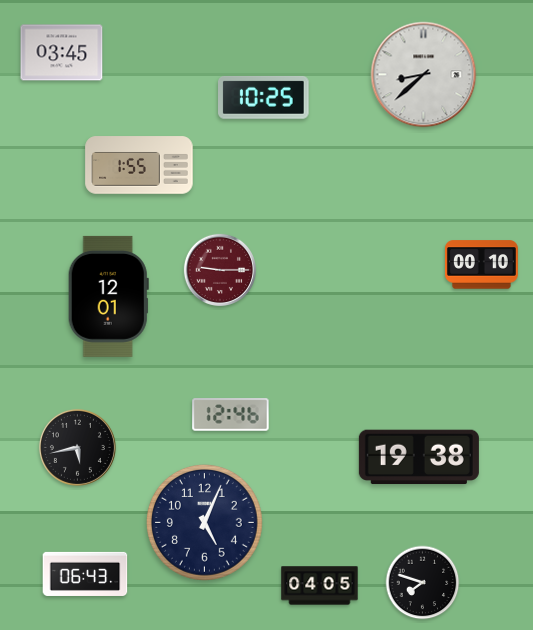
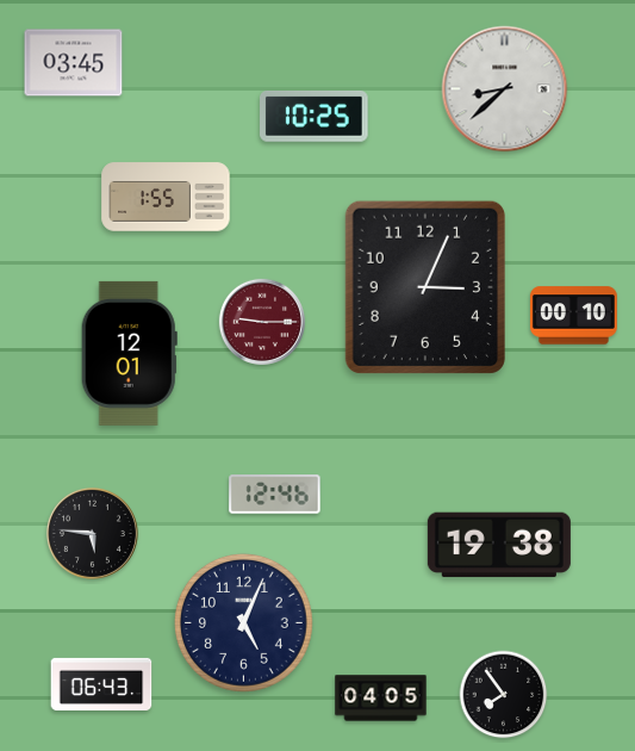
clock at (425, 286): none -> 3:04
clock at (77, 447): 5:43 -> 5:46
clock at (423, 583): 7:48 -> 7:54
